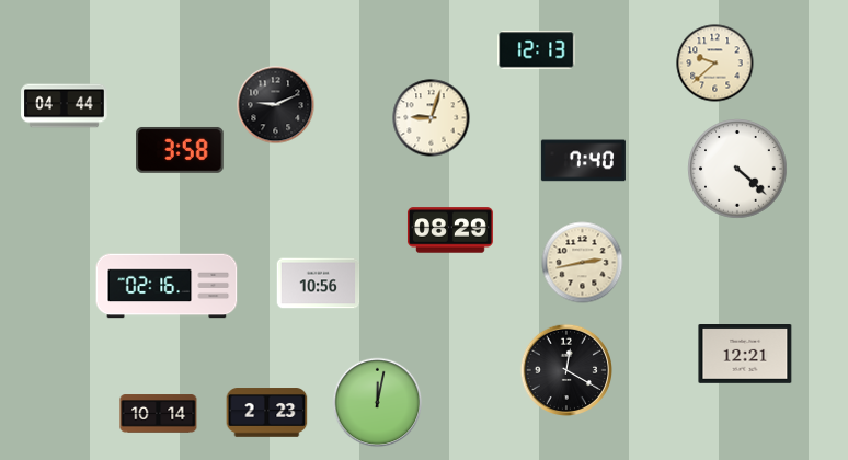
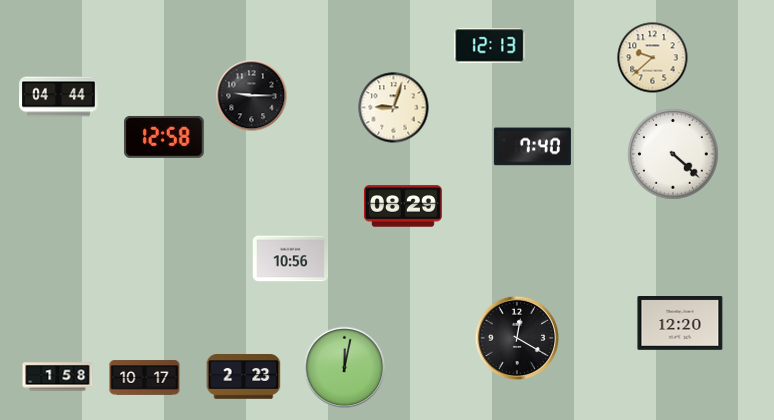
clock at (276, 105): 9:11 -> 9:15
clock at (180, 150): 3:58 -> 12:58
clock at (450, 230) position: (450, 230) -> (403, 206)
clock at (583, 263): 2:43 -> none
clock at (167, 286): 02:16 -> none
clock at (745, 355): 12:21 -> 12:20
clock at (58, 377): none -> 1:58
clock at (159, 414): 10:14 -> 10:17
